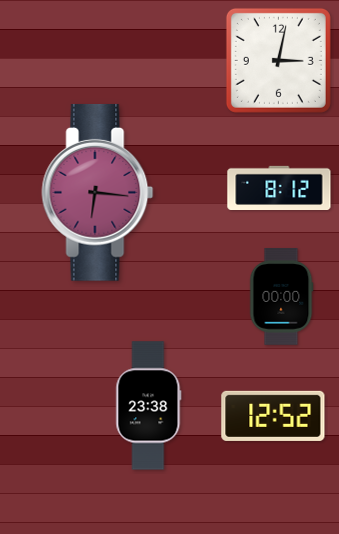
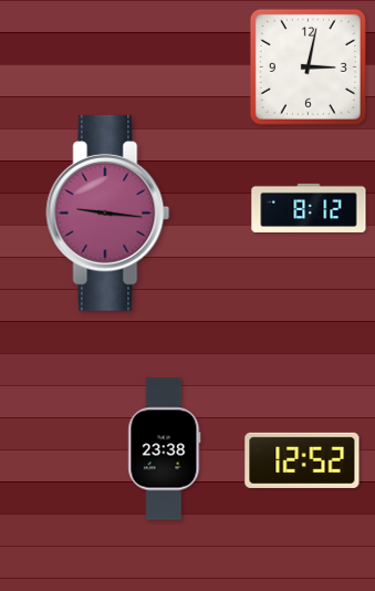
clock at (98, 192): 6:16 -> 9:16
clock at (281, 297): 00:00 -> none
